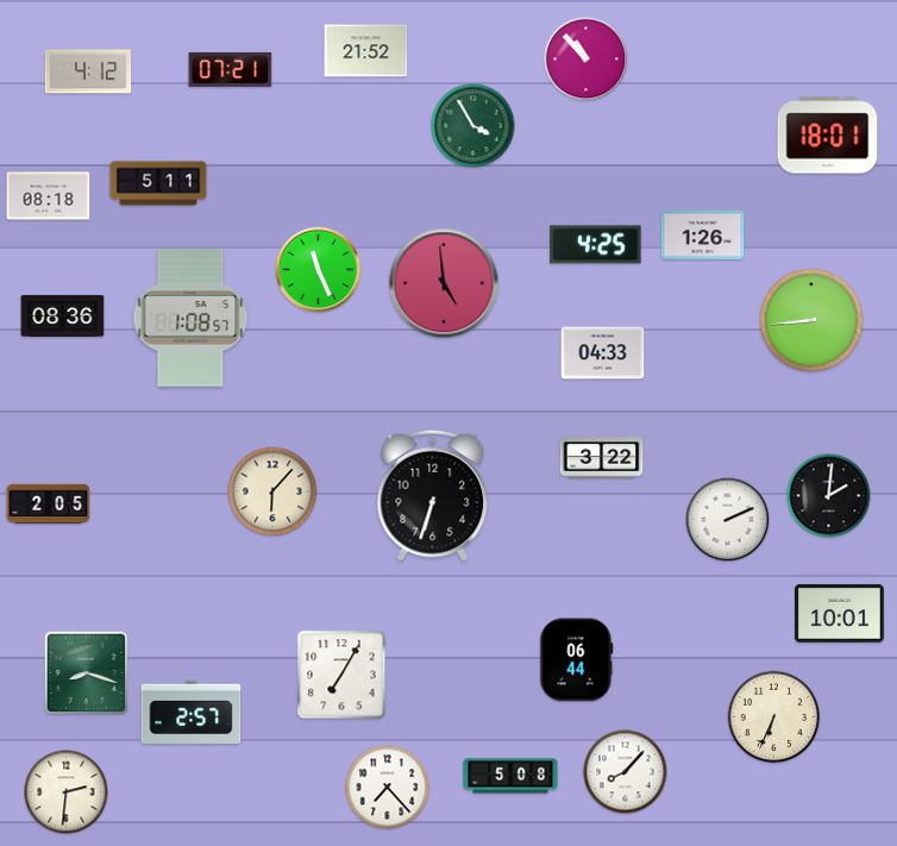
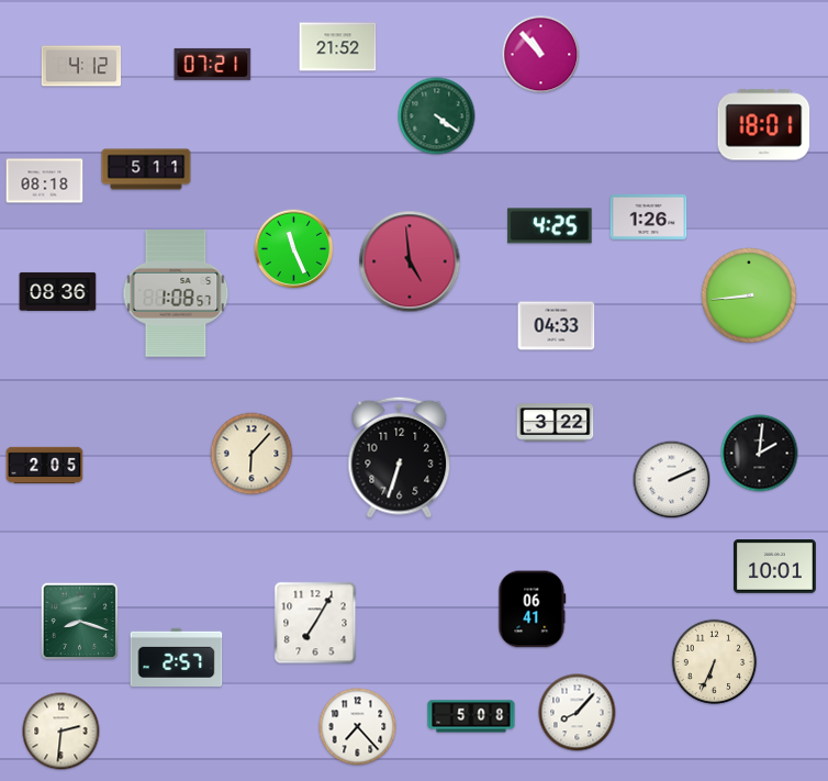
clock at (473, 126): 3:55 -> 4:21
clock at (829, 496) position: (829, 496) -> (760, 454)
clock at (577, 660): 06:44 -> 06:41
